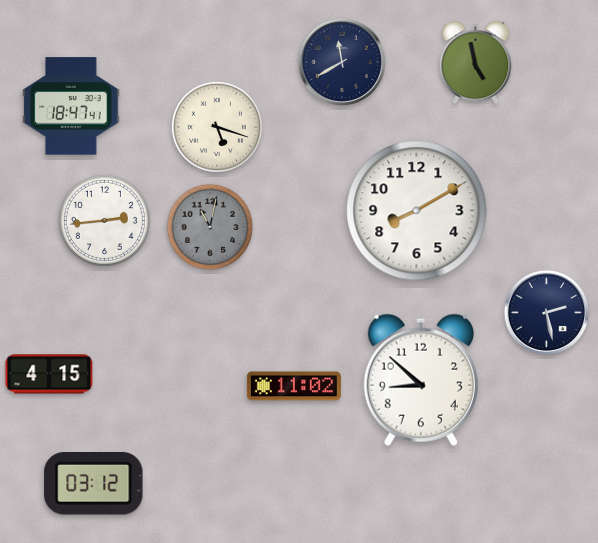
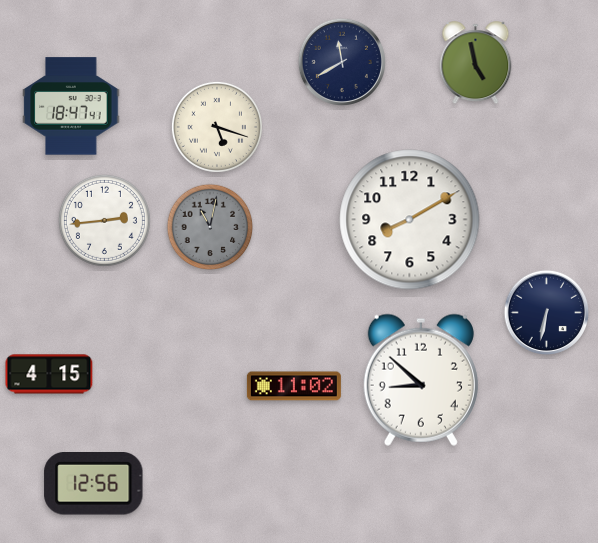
clock at (417, 211) position: (417, 211) -> (410, 220)
clock at (547, 313): 2:28 -> 6:32
clock at (94, 484): 03:12 -> 12:56
